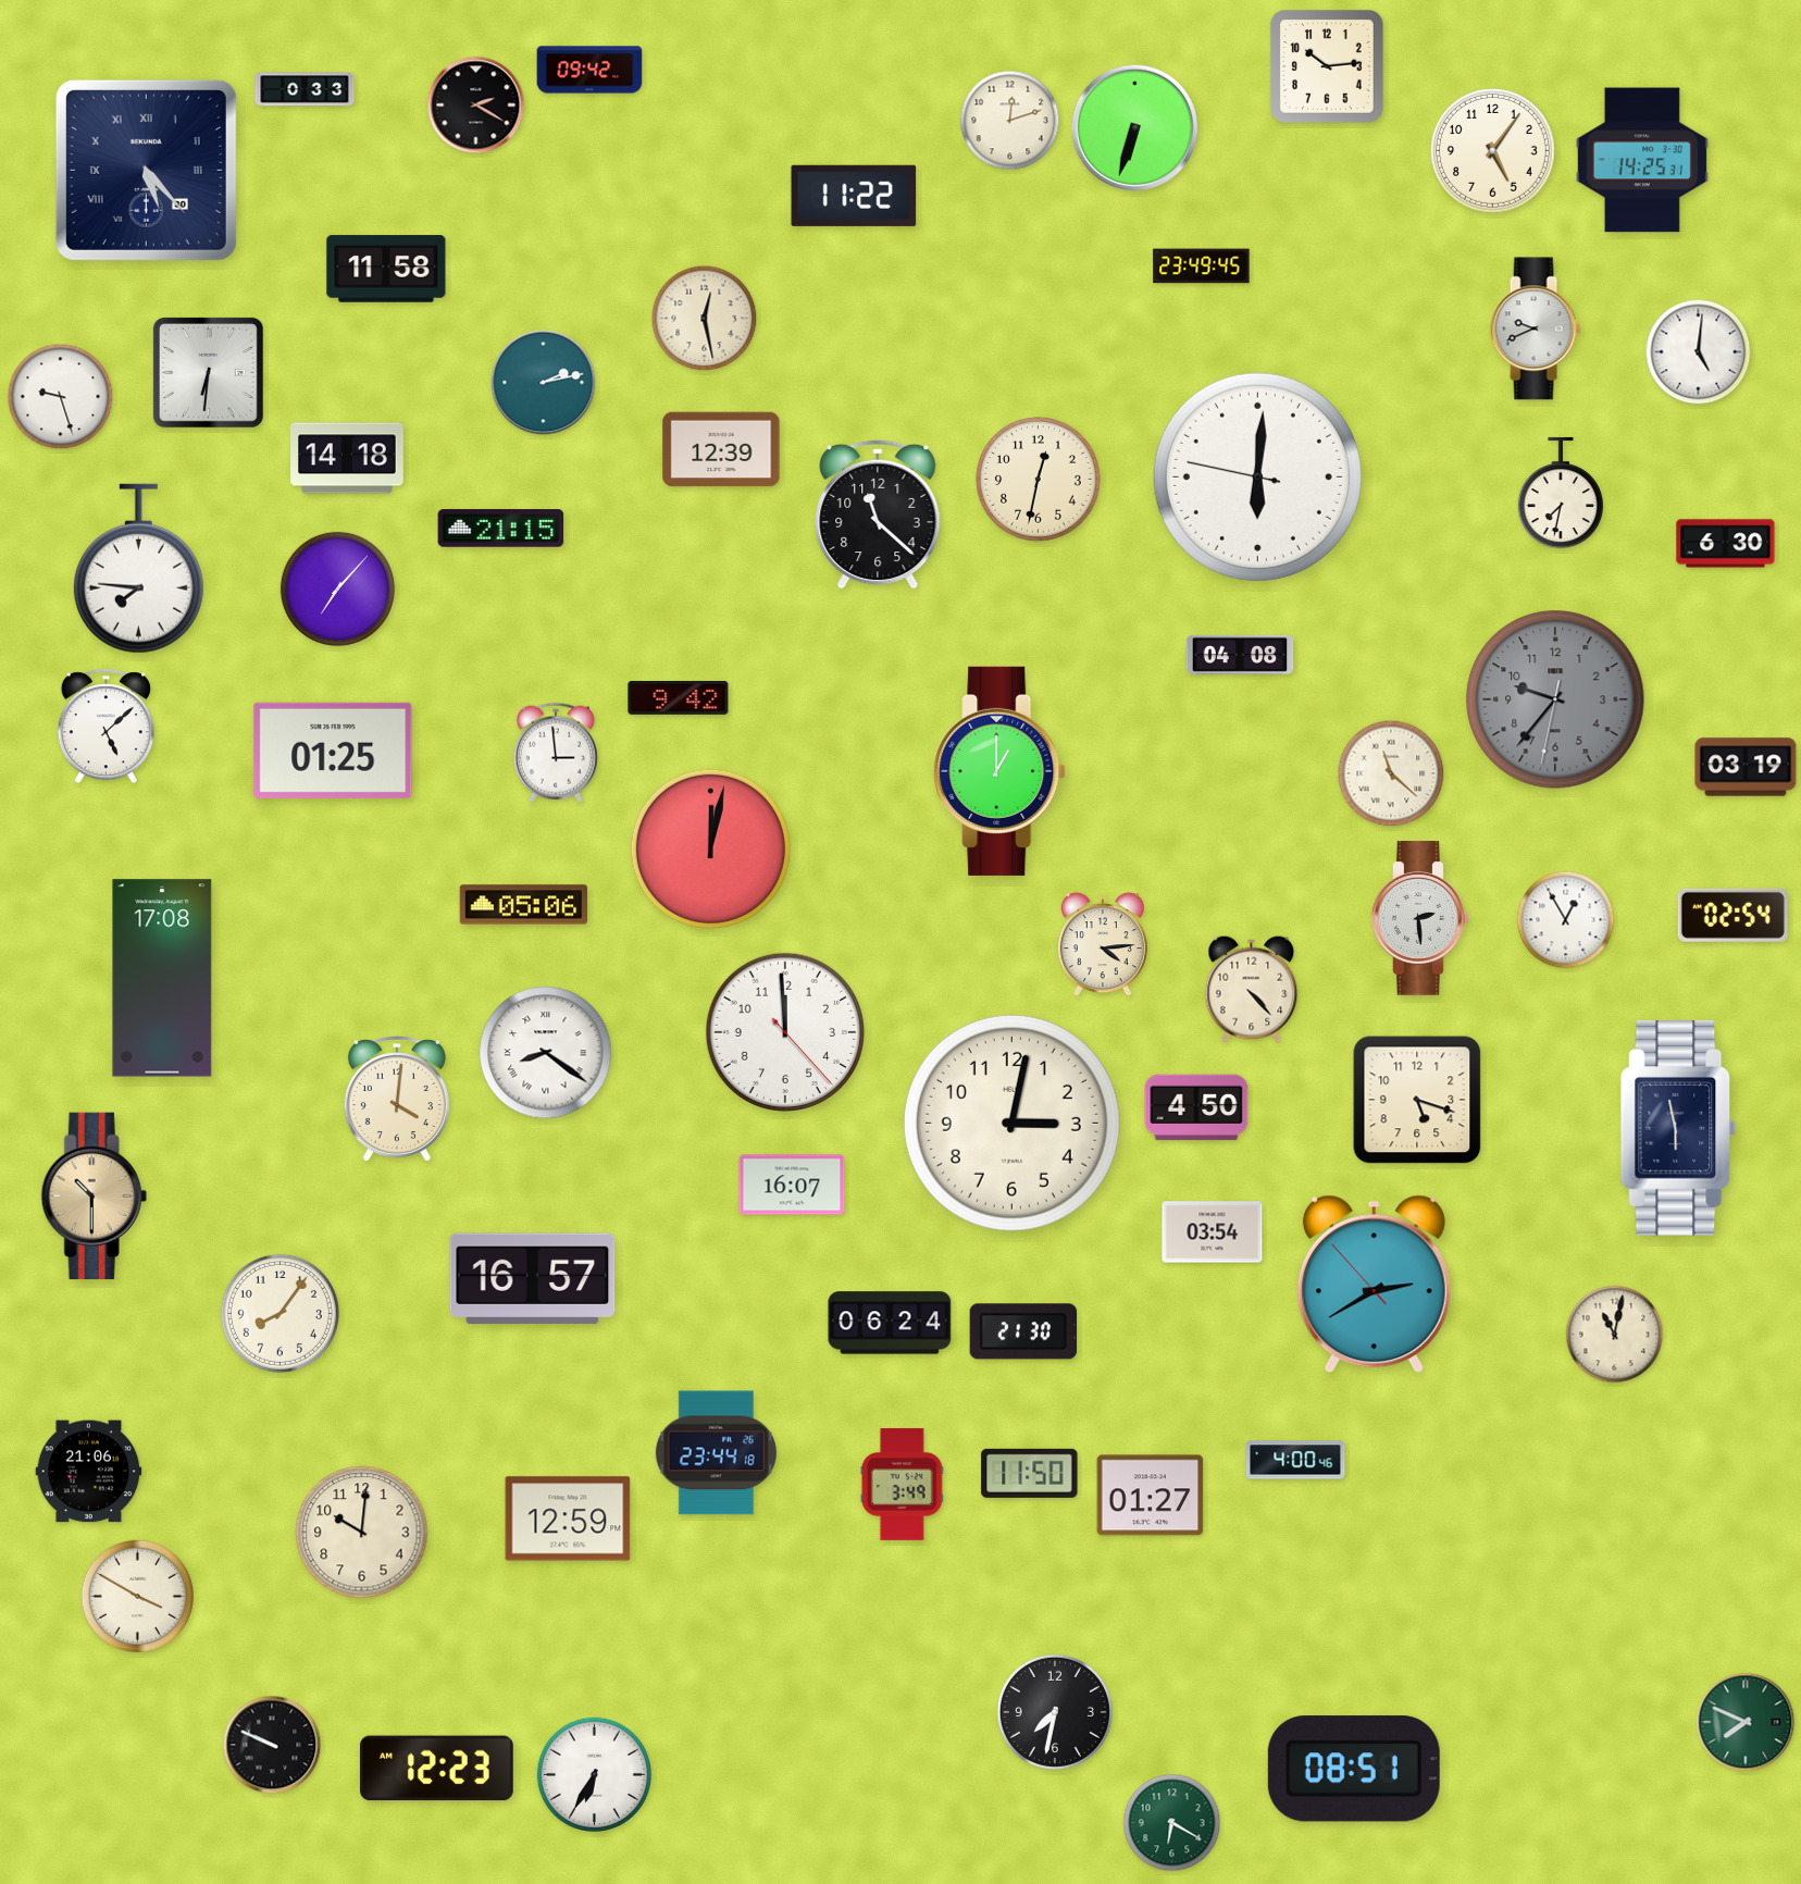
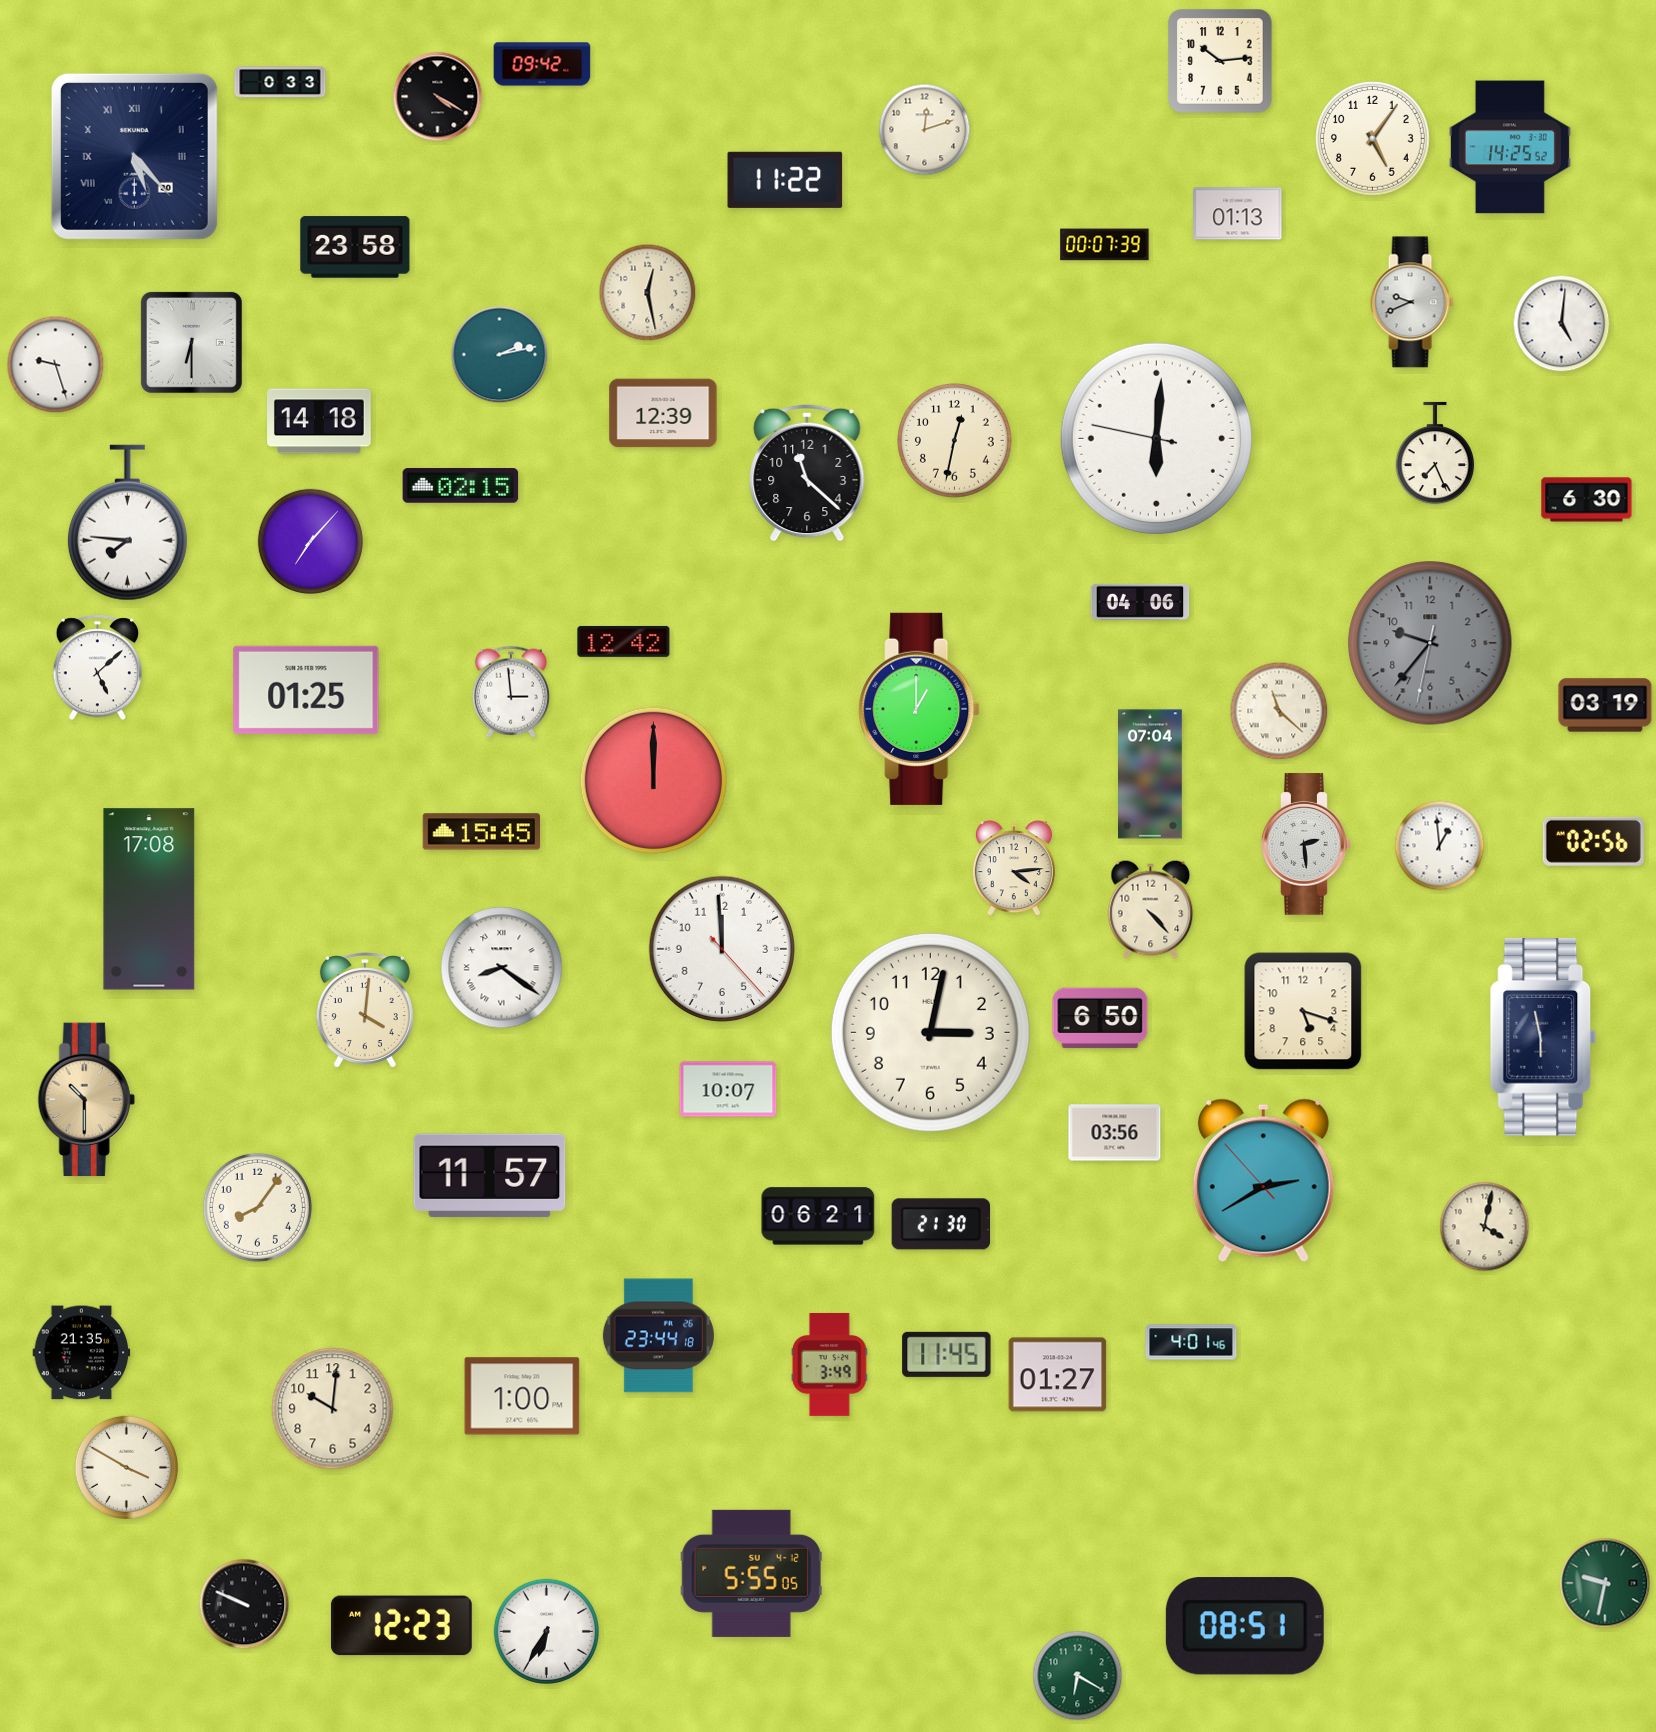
clock at (476, 106): 2:20 -> 4:20
clock at (1010, 121) position: (1010, 121) -> (925, 130)
clock at (1134, 127): 6:33 -> none
clock at (1642, 160): 14:25:31 -> 14:25:52
clock at (1238, 214): none -> 01:13
clock at (1202, 267): 23:49 -> 00:07
clock at (386, 269): 11:58 -> 23:58
clock at (208, 372): 6:31 -> 6:30
clock at (544, 383) position: (544, 383) -> (500, 355)
clock at (1560, 493): 7:32 -> 7:26
clock at (501, 529): 21:15 -> 02:15
clock at (1240, 655): 04:08 -> 04:06
clock at (679, 698): 9:42 -> 12:42
clock at (1150, 774): none -> 07:04
clock at (710, 848): 12:02 -> 12:00
clock at (523, 905): 05:06 -> 15:45
clock at (1732, 915): 02:54 -> 02:56
clock at (1566, 920): 12:55 -> 12:59
clock at (1196, 1107): 4:50 -> 6:50
clock at (792, 1185): 16:07 -> 10:07
clock at (1213, 1232): 03:54 -> 03:56
clock at (533, 1279): 16:57 -> 11:57
clock at (890, 1323): 06:24 -> 06:21
clock at (1615, 1335): 11:02 -> 4:02
clock at (1295, 1460): 4:00 -> 4:01
clock at (89, 1472): 21:06 -> 21:35
clock at (1030, 1473): 11:50 -> 11:45
clock at (568, 1519): 12:59 -> 1:00
clock at (751, 1573): none -> 5:55
clock at (1055, 1712): 7:32 -> none
clock at (1746, 1722): 7:49 -> 9:32
clock at (272, 1745) position: (272, 1745) -> (244, 1604)
